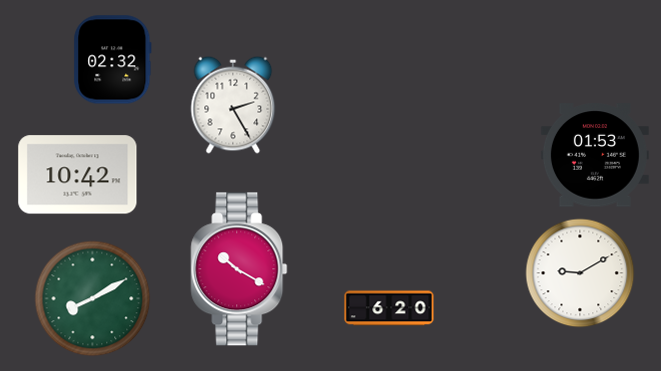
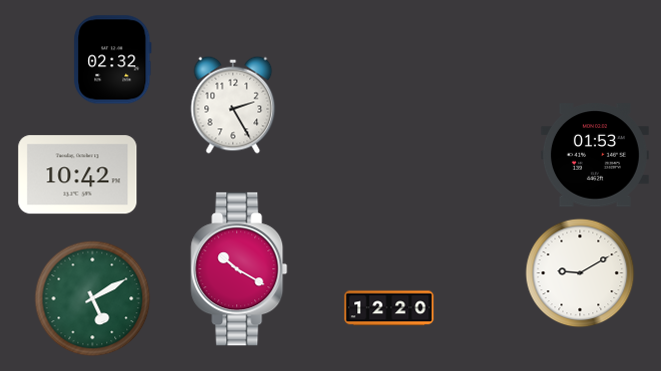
clock at (93, 299): 8:10 -> 5:10
clock at (389, 308): 6:20 -> 12:20
